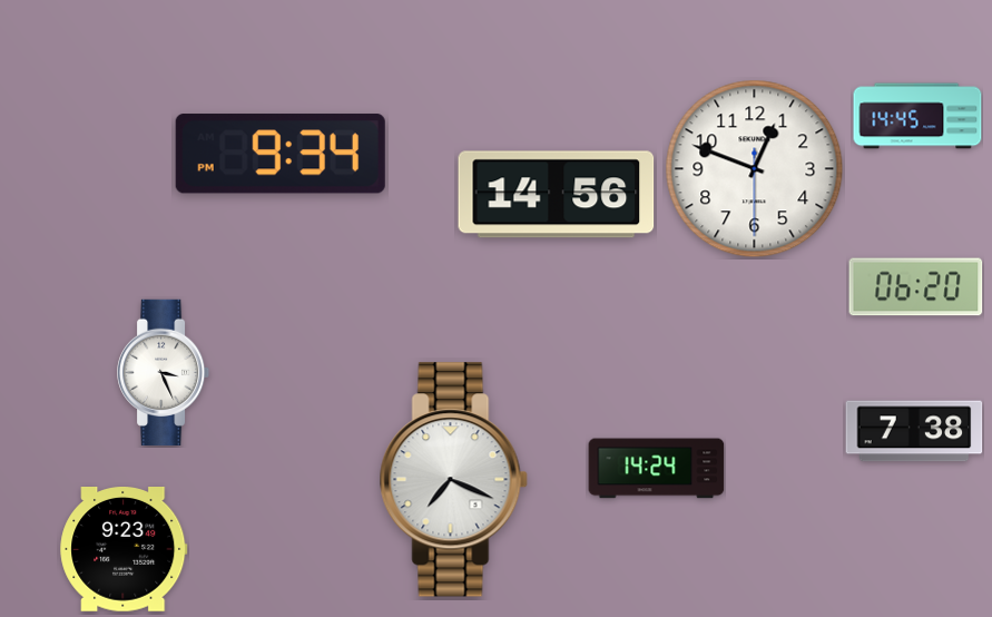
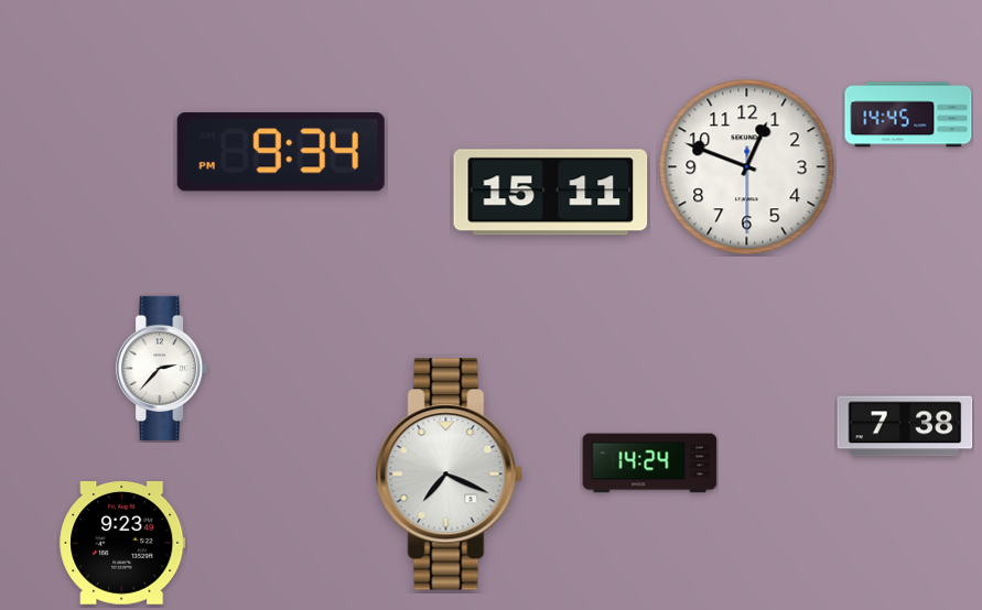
clock at (281, 154) position: (281, 154) -> (281, 152)
clock at (557, 195): 14:56 -> 15:11
clock at (916, 287): 06:20 -> none
clock at (164, 372): 3:26 -> 2:37
